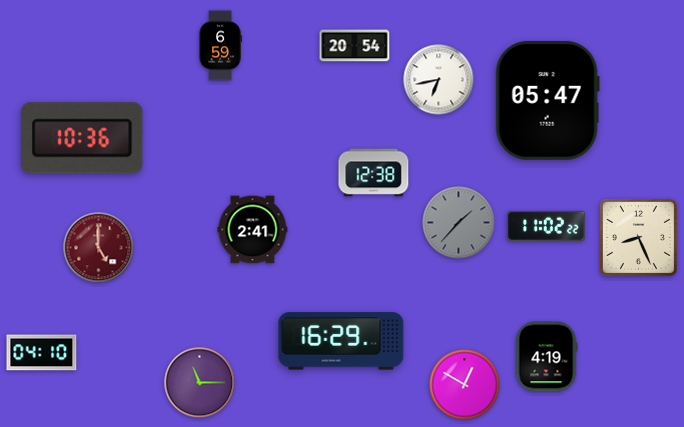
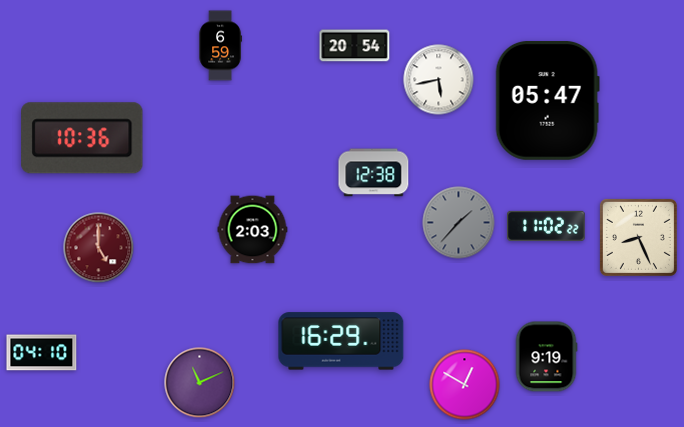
clock at (439, 80): 6:43 -> 5:43
clock at (253, 230): 2:41 -> 2:03
clock at (546, 357): 4:19 -> 9:19
clock at (200, 383): 11:15 -> 11:11
